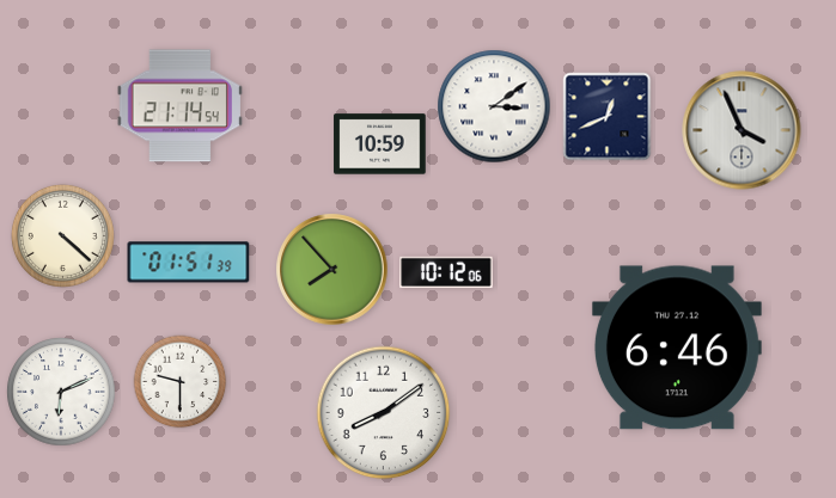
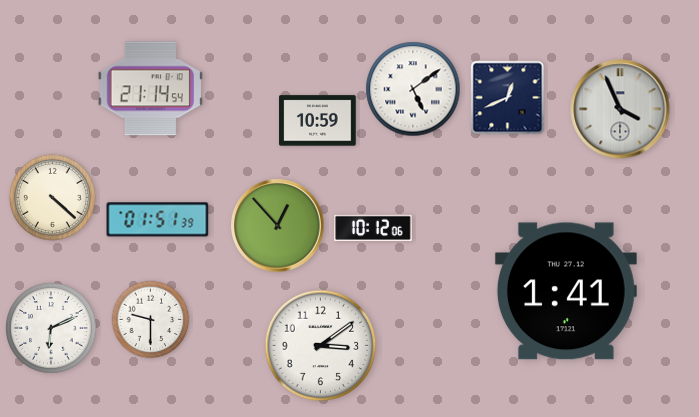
clock at (494, 106): 3:09 -> 5:09
clock at (332, 270): 7:53 -> 12:53
clock at (677, 348): 6:46 -> 1:41
clock at (384, 413): 8:09 -> 3:09
